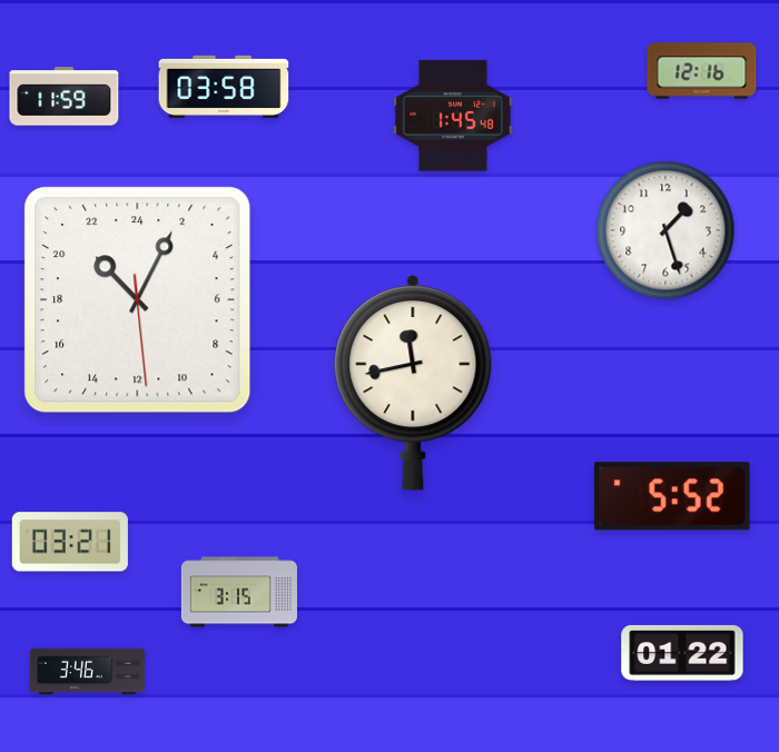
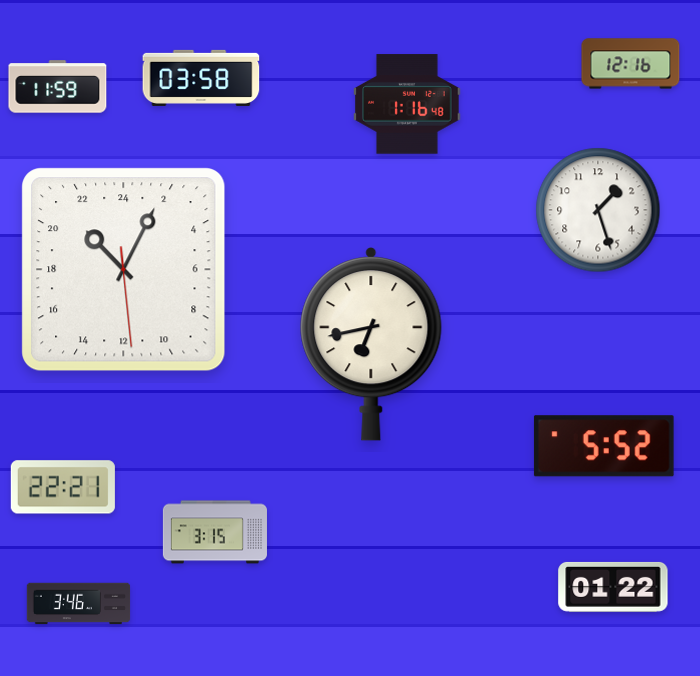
clock at (453, 116): 1:45 -> 1:16
clock at (665, 230) position: (665, 230) -> (598, 210)
clock at (413, 384): 11:43 -> 6:43
clock at (70, 542): 03:21 -> 22:21
